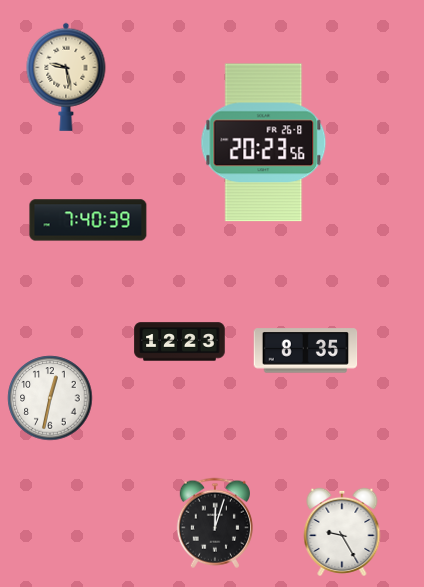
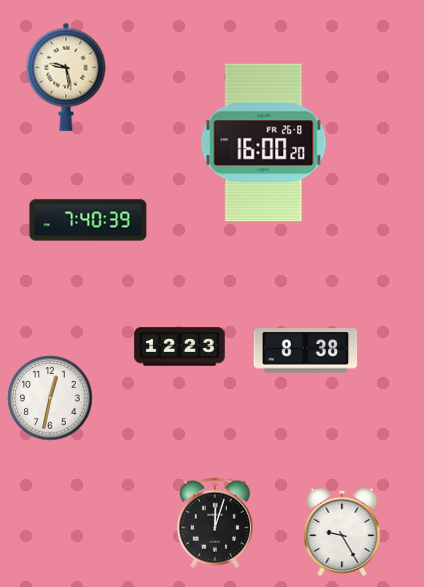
clock at (264, 143): 20:23 -> 16:00
clock at (180, 342) position: (180, 342) -> (180, 347)
clock at (306, 351): 8:35 -> 8:38
